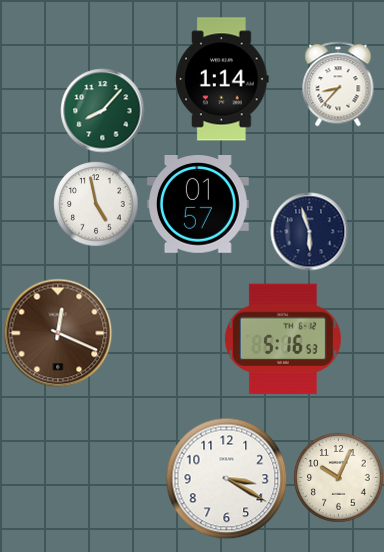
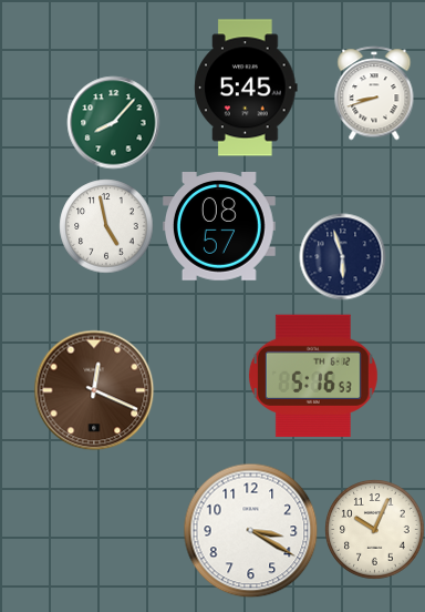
clock at (222, 79): 1:14 -> 5:45
clock at (338, 84): 8:37 -> 8:42
clock at (198, 205): 01:57 -> 08:57
clock at (58, 333) position: (58, 333) -> (94, 390)
